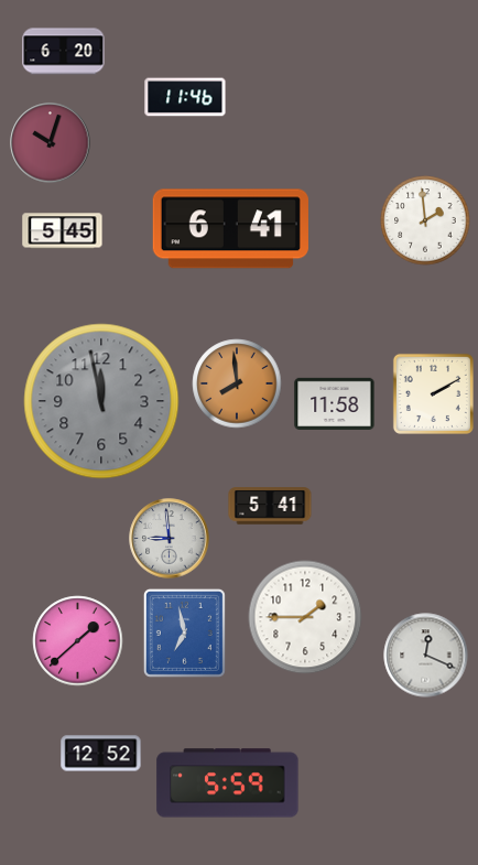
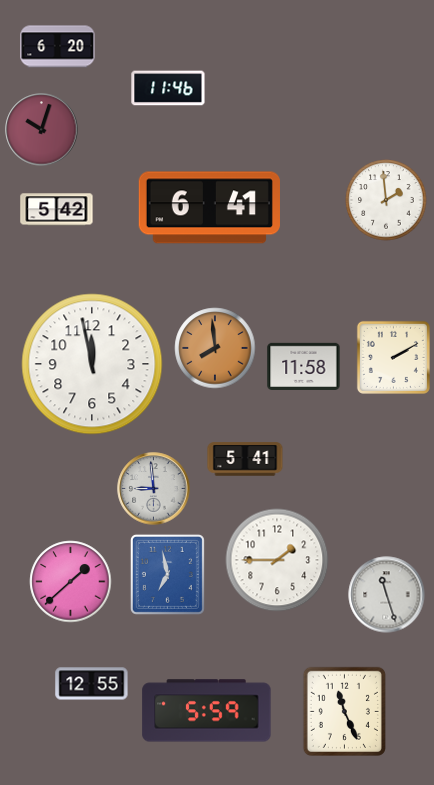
clock at (51, 143) position: (51, 143) -> (42, 130)
clock at (63, 231): 5:45 -> 5:42
clock at (101, 401) dial: grey -> white
clock at (426, 656): 12:19 -> 11:27
clock at (101, 754): 12:52 -> 12:55
clock at (344, 711): none -> 11:26
